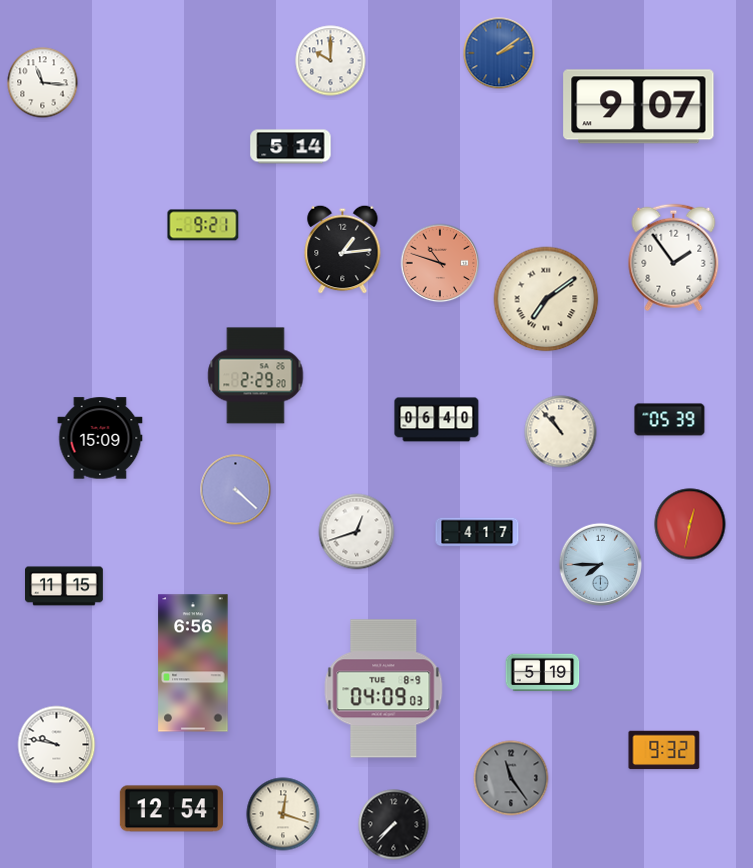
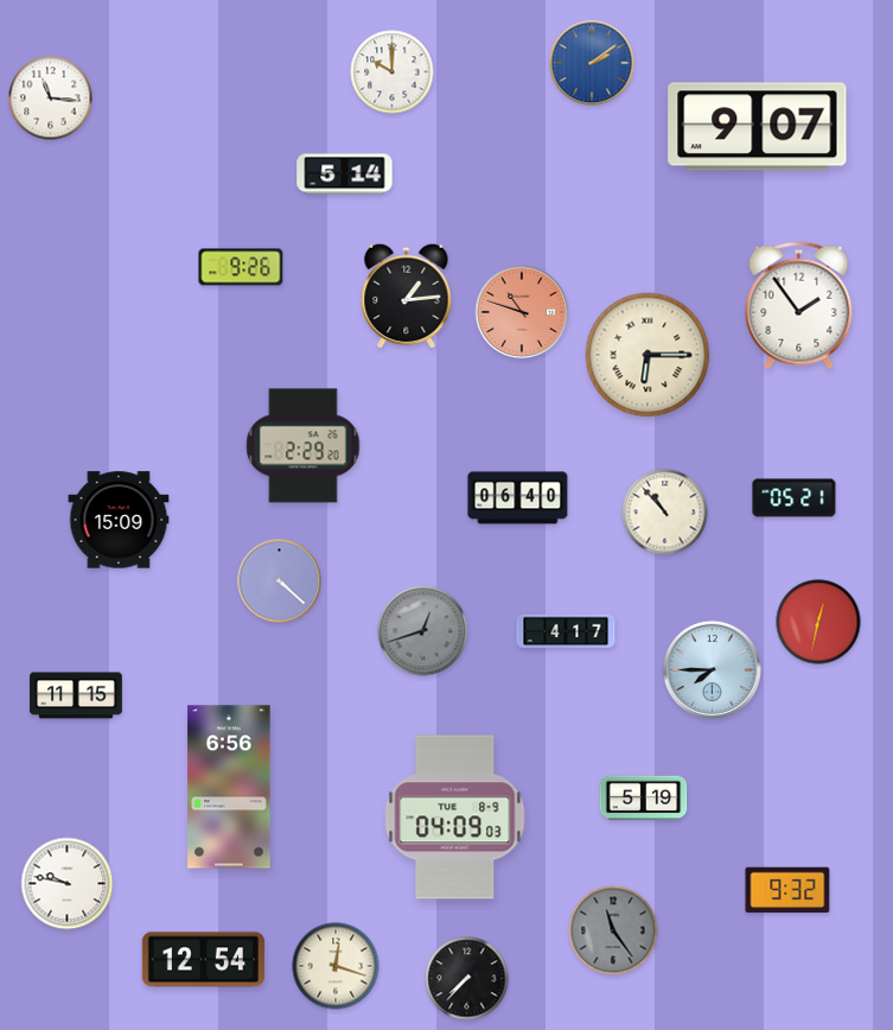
clock at (203, 225): 9:21 -> 9:26
clock at (546, 299): 7:09 -> 6:15
clock at (670, 420): 05:39 -> 05:21
clock at (357, 532) dial: white -> grey
clock at (511, 778) position: (511, 778) -> (613, 930)
